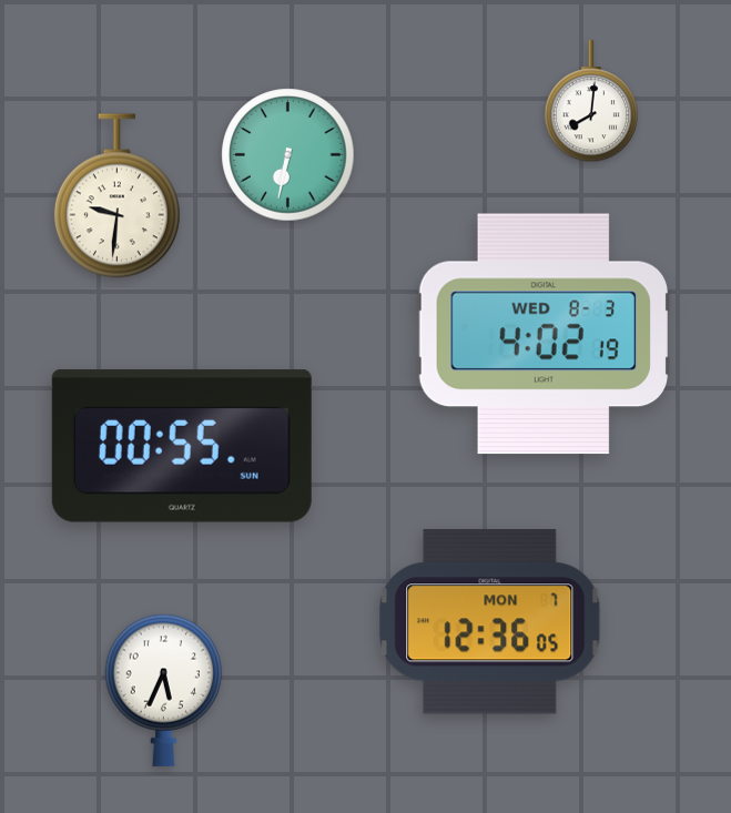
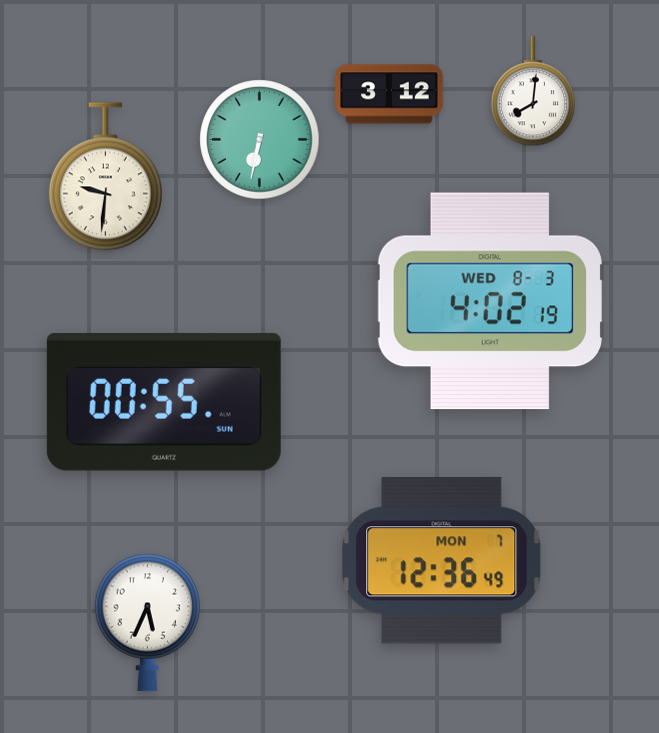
clock at (389, 94): none -> 3:12
clock at (490, 622): 12:36:05 -> 12:36:49
